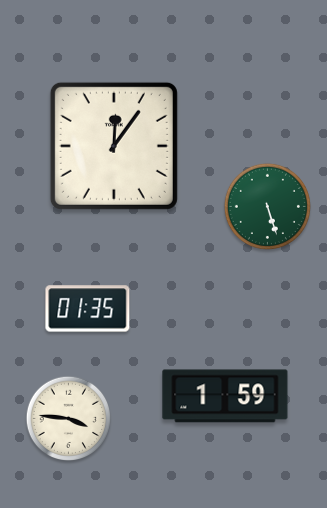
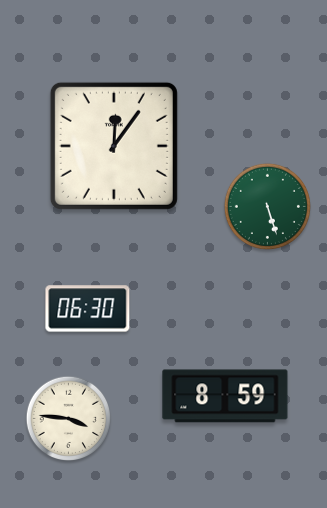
clock at (88, 309): 01:35 -> 06:30
clock at (225, 396): 1:59 -> 8:59
